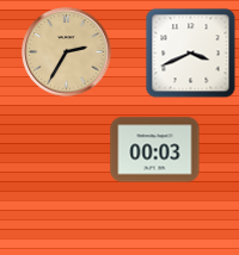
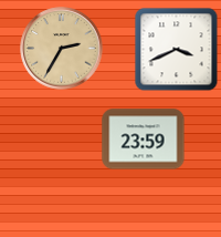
clock at (155, 150): 00:03 -> 23:59
